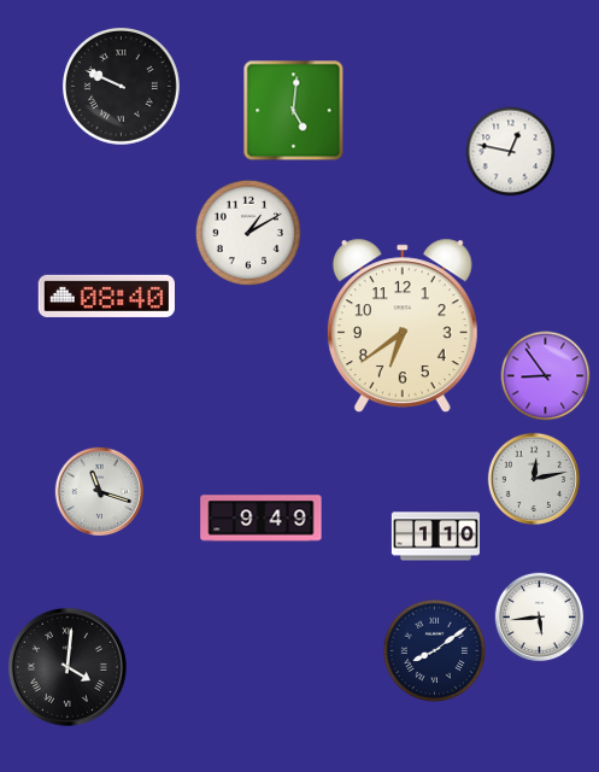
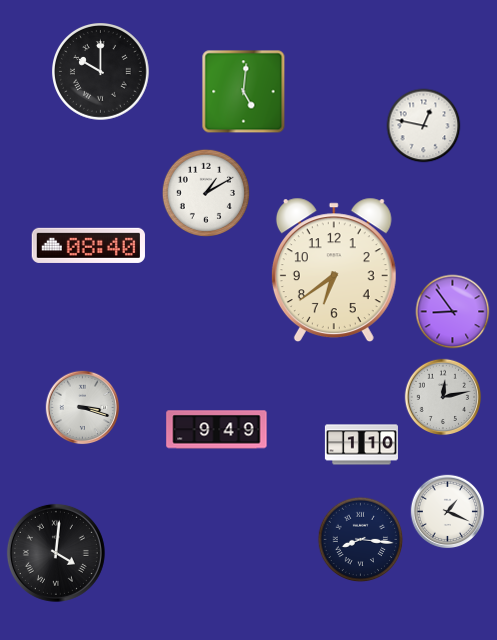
clock at (122, 87): 9:49 -> 10:00
clock at (100, 492): 11:18 -> 3:18
clock at (540, 618): 5:44 -> 1:19
clock at (435, 651): 8:09 -> 8:16
